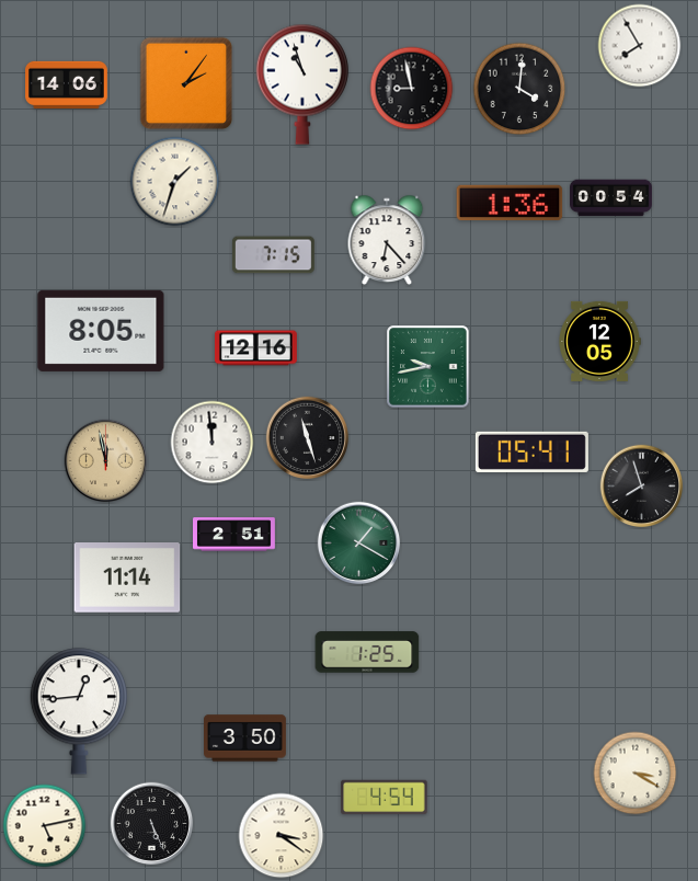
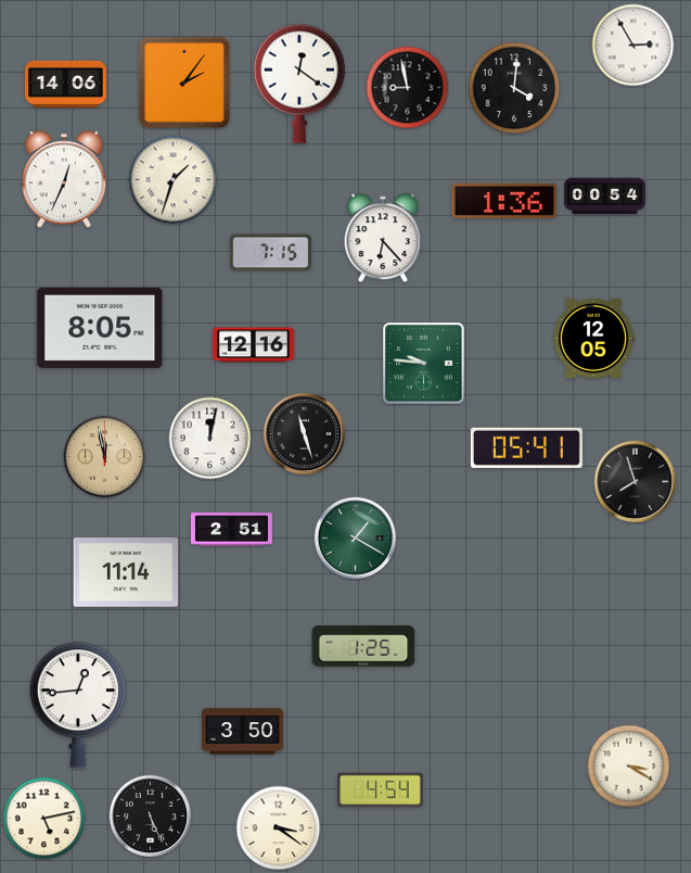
clock at (640, 46): 7:55 -> 2:55
clock at (301, 84): 10:57 -> 12:21
clock at (64, 179): none -> 12:34
clock at (428, 367): 9:43 -> 9:46
clock at (213, 443): 11:59 -> 12:02
